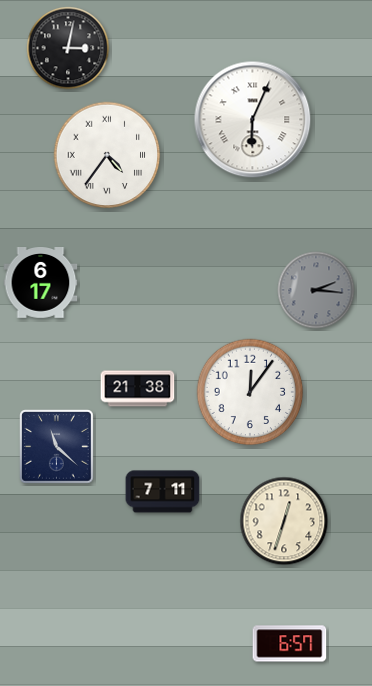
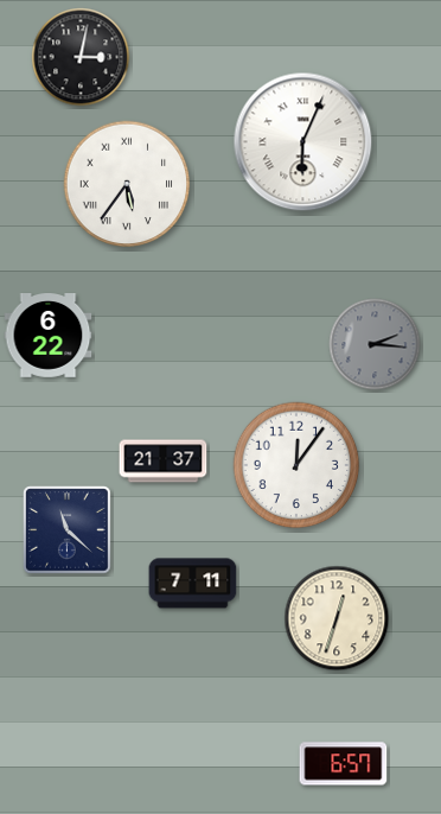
clock at (253, 120) position: (253, 120) -> (303, 142)
clock at (107, 155): 4:36 -> 5:36
clock at (41, 283): 6:17 -> 6:22
clock at (138, 389): 21:38 -> 21:37
